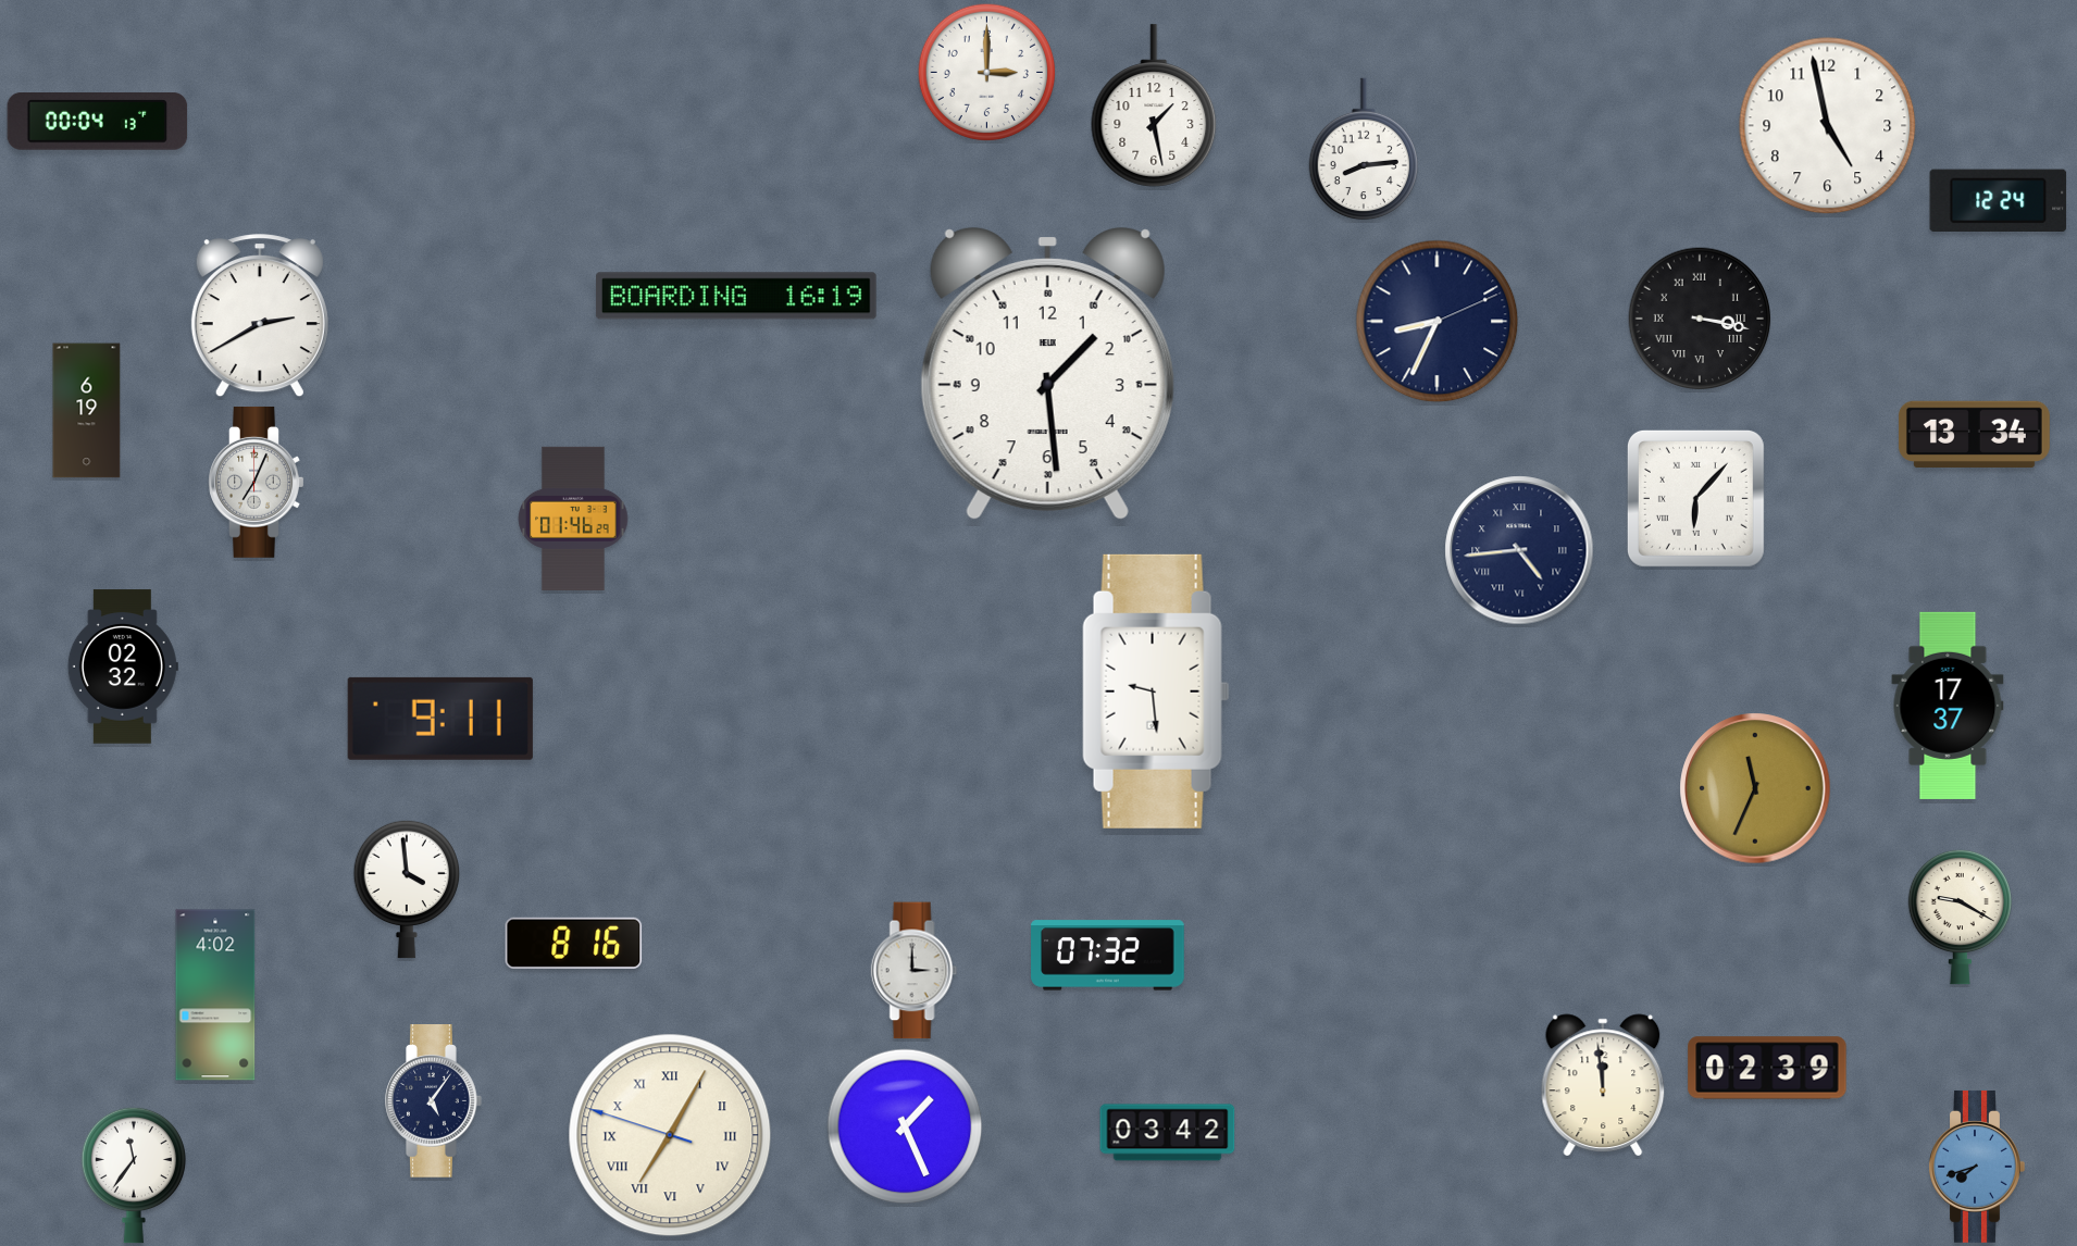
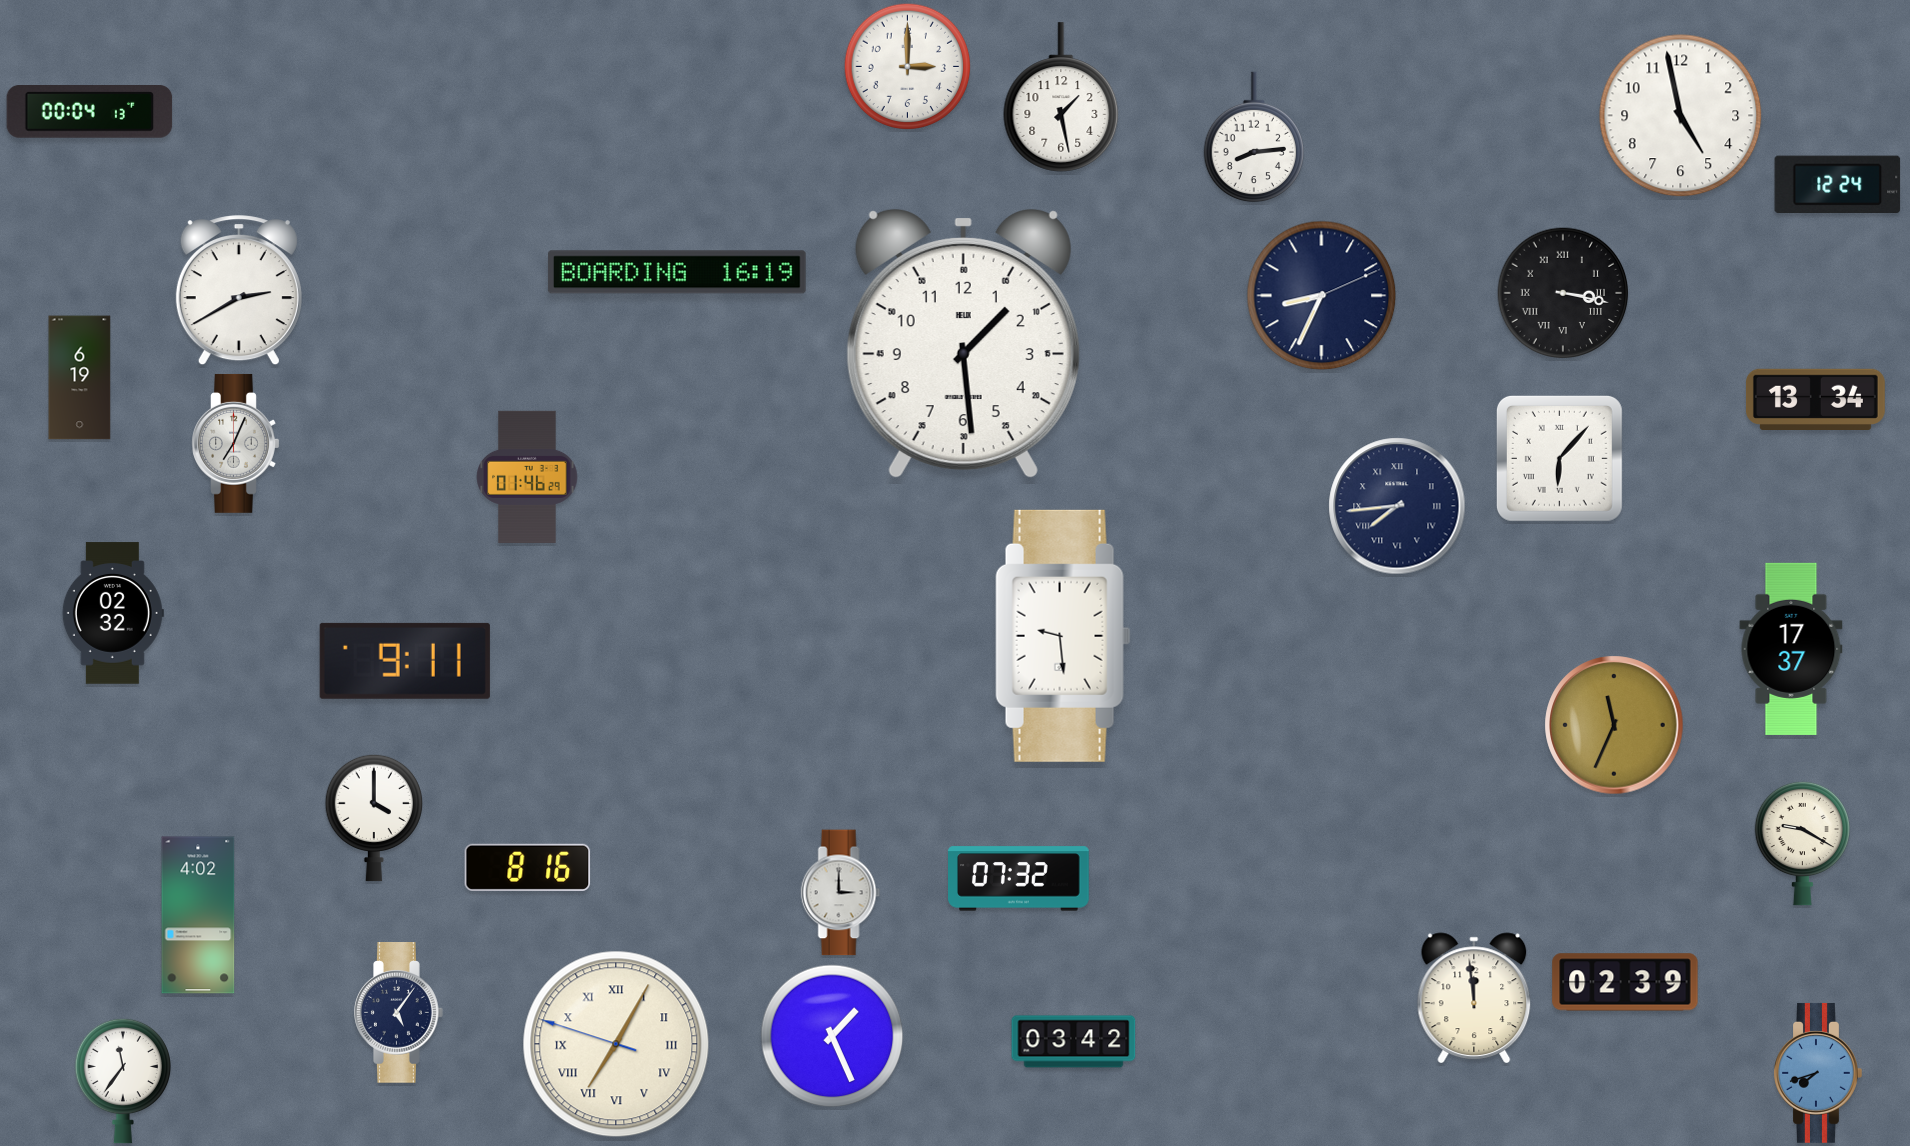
clock at (1519, 550): 4:44 -> 7:44
clock at (406, 889): 3:59 -> 4:00
